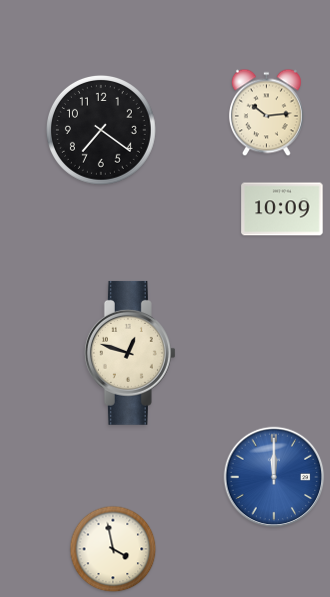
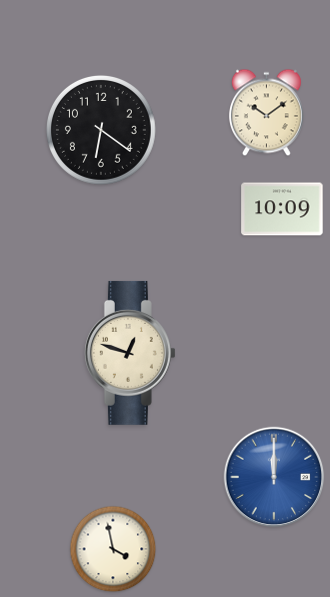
clock at (266, 113): 10:14 -> 10:09
clock at (101, 130): 7:21 -> 6:21
